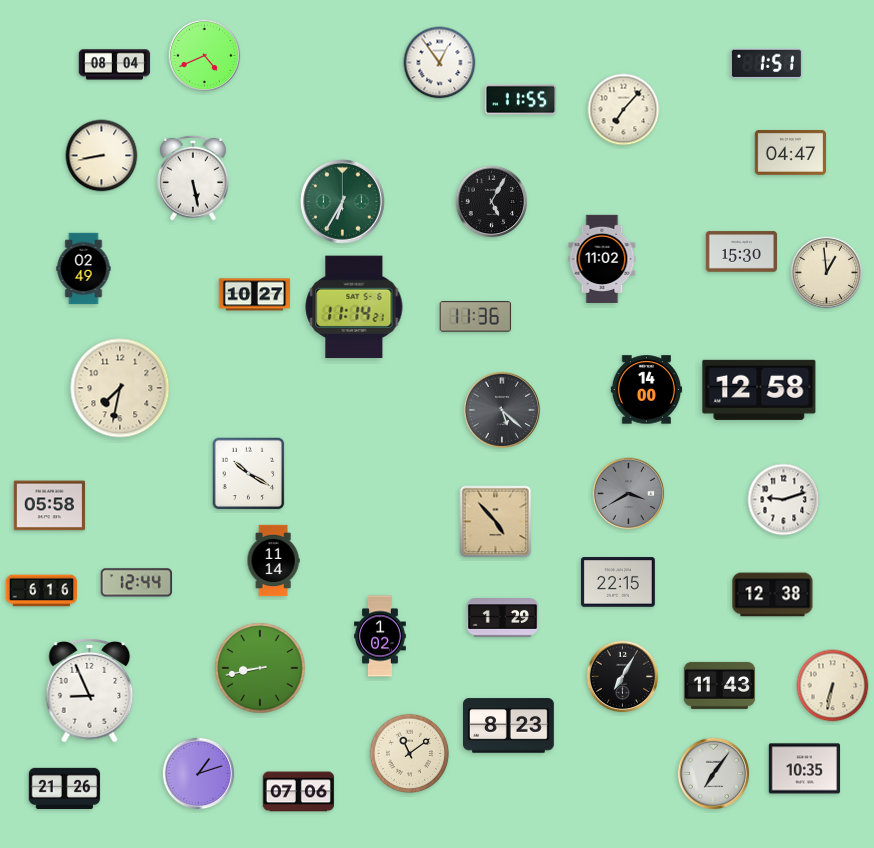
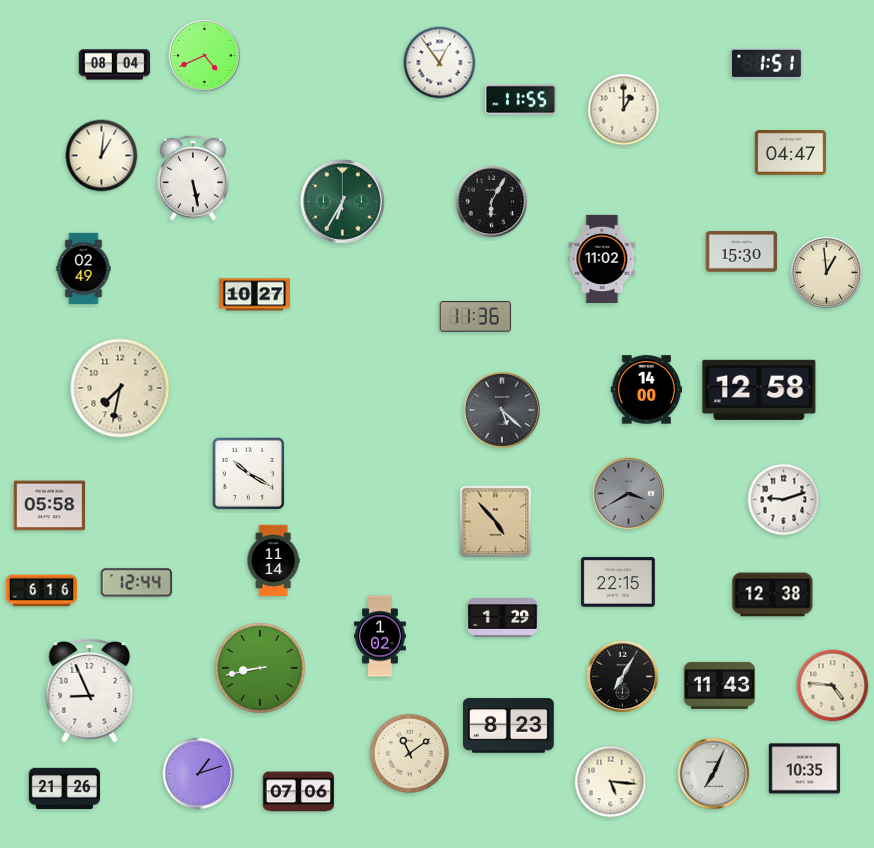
clock at (624, 110): 7:07 -> 1:00
clock at (102, 156): 8:43 -> 1:01
clock at (492, 202): 5:05 -> 6:05
clock at (354, 307): 11:14 -> none
clock at (833, 686): 6:32 -> 4:46
clock at (714, 774): 7:06 -> 7:04
clock at (611, 782): none -> 5:16
